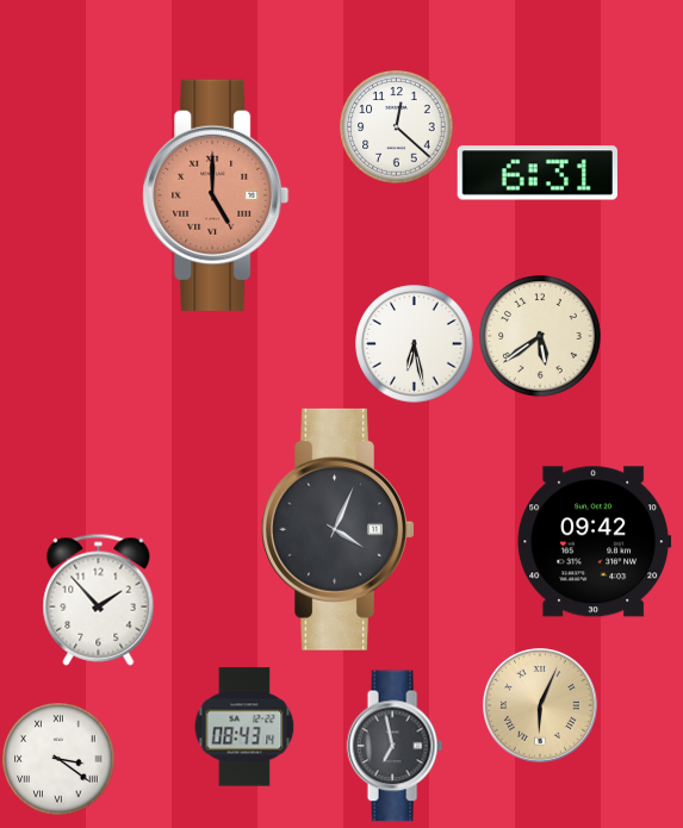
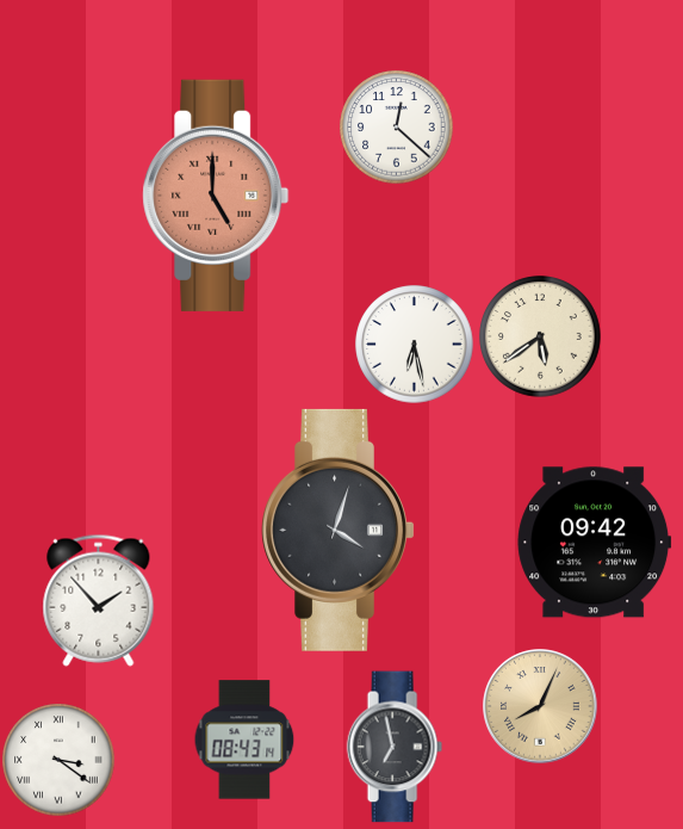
clock at (538, 173): 6:31 -> none
clock at (339, 529): 4:04 -> 4:03
clock at (540, 705): 6:04 -> 8:04
clock at (244, 727) position: (244, 727) -> (244, 740)
